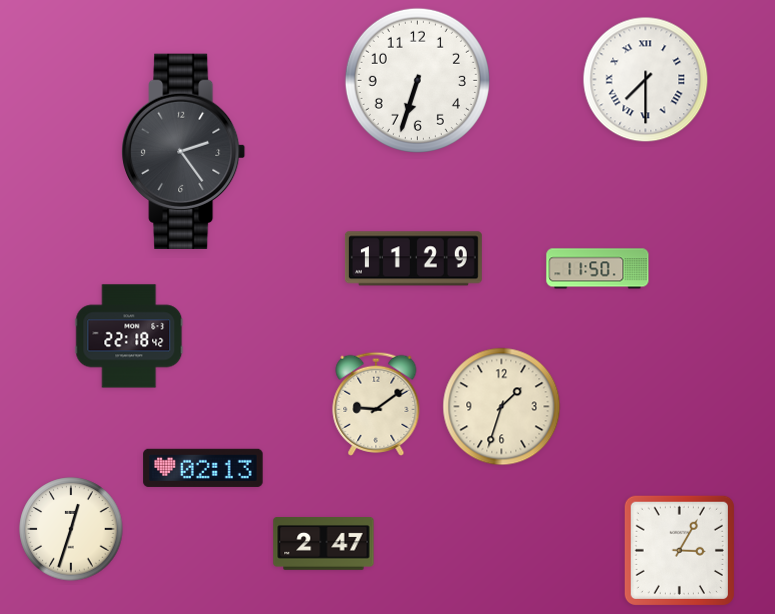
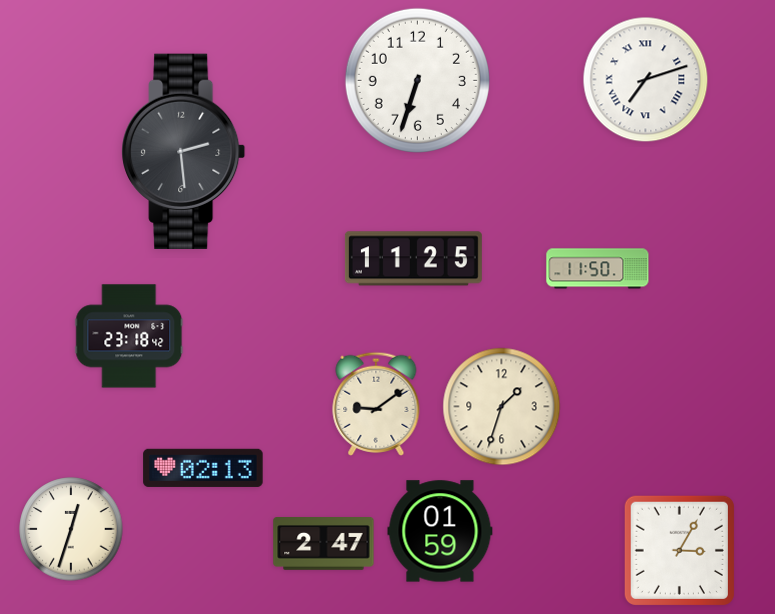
clock at (646, 80): 7:30 -> 7:12
clock at (184, 151): 2:24 -> 2:29
clock at (413, 259): 11:29 -> 11:25
clock at (129, 336): 22:18 -> 23:18
clock at (440, 531): none -> 01:59
